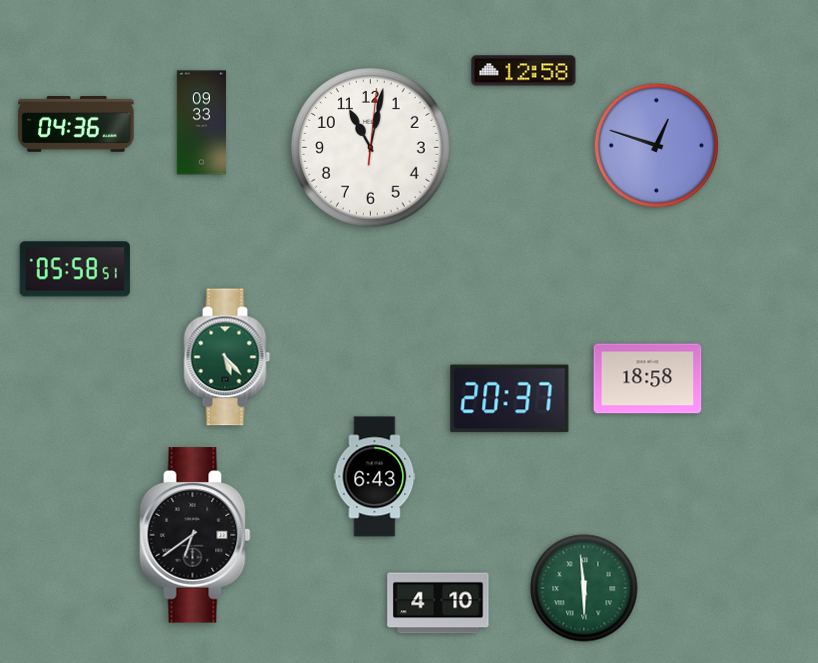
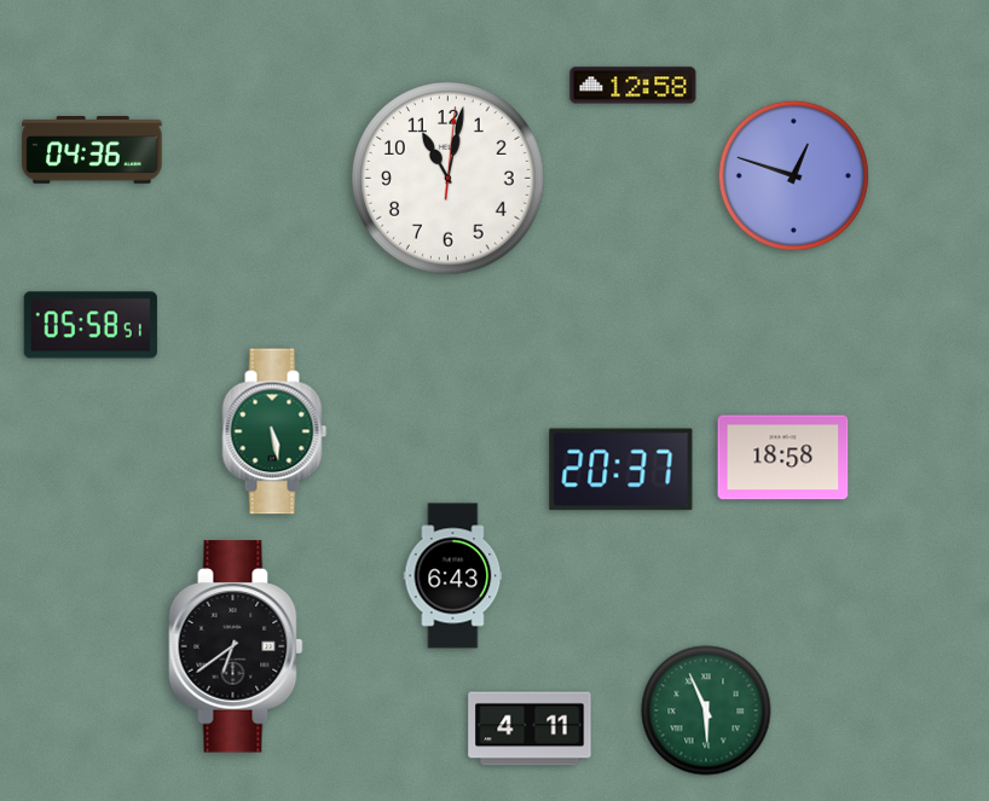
clock at (201, 123): 09:33 -> none
clock at (227, 357): 5:23 -> 5:28
clock at (510, 399) position: (510, 399) -> (621, 470)
clock at (584, 588): 5:59 -> 5:56
clock at (438, 603): 4:10 -> 4:11
